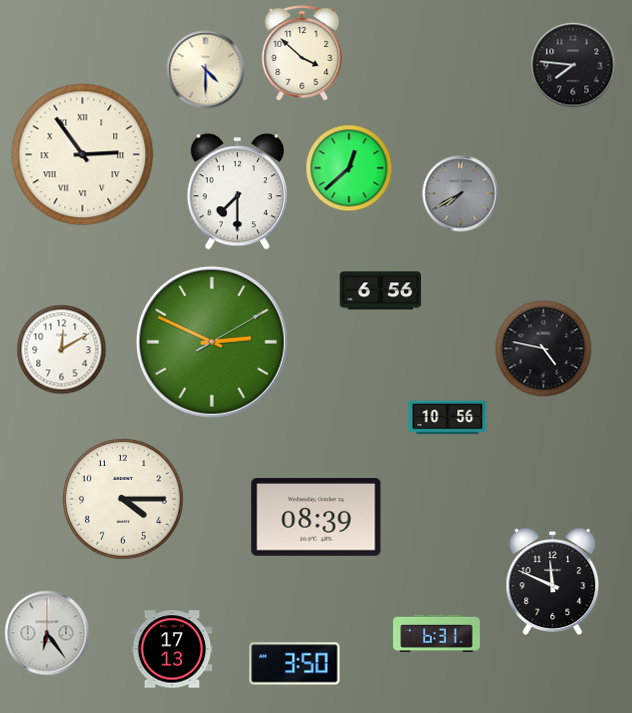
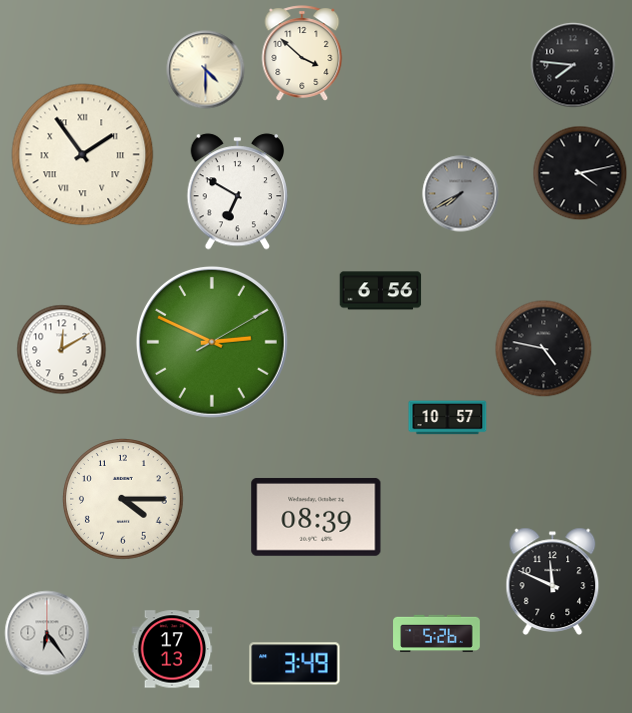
clock at (83, 155): 2:54 -> 1:54
clock at (349, 168): 12:38 -> none
clock at (580, 173): none -> 4:13
clock at (238, 192): 7:30 -> 6:50
clock at (448, 418): 10:56 -> 10:57
clock at (437, 634): 6:31 -> 5:26
clock at (295, 664): 3:50 -> 3:49
